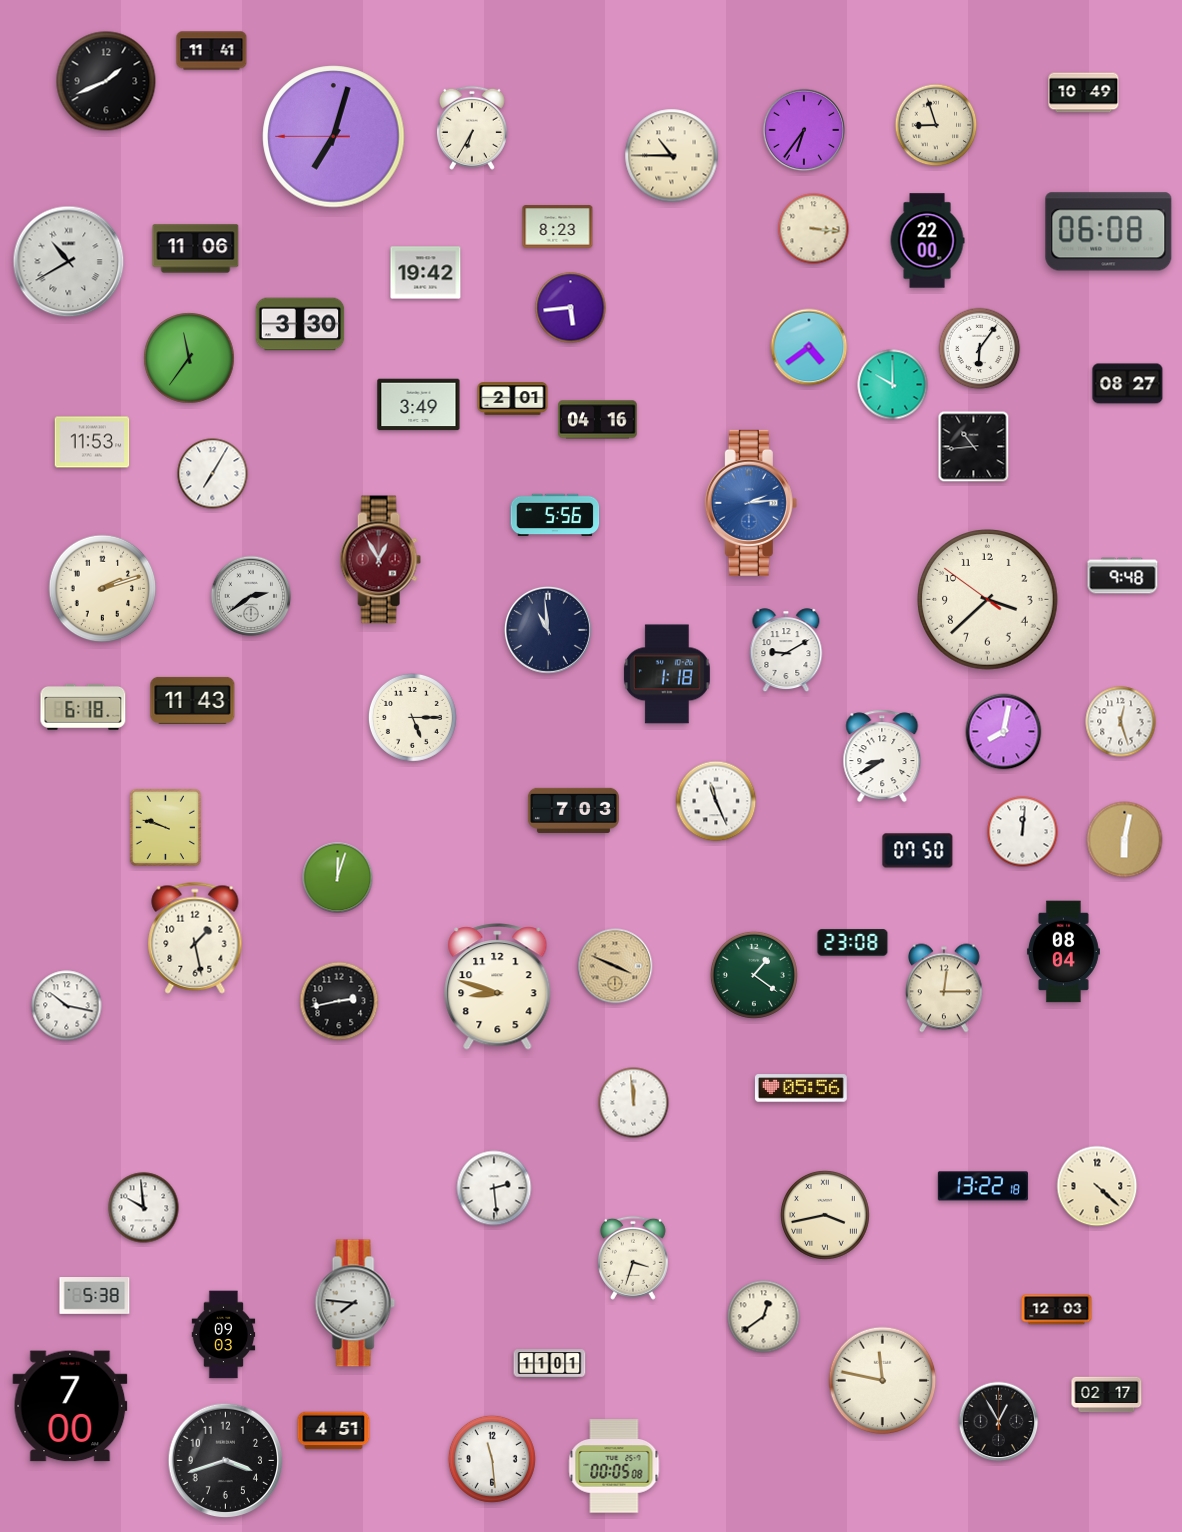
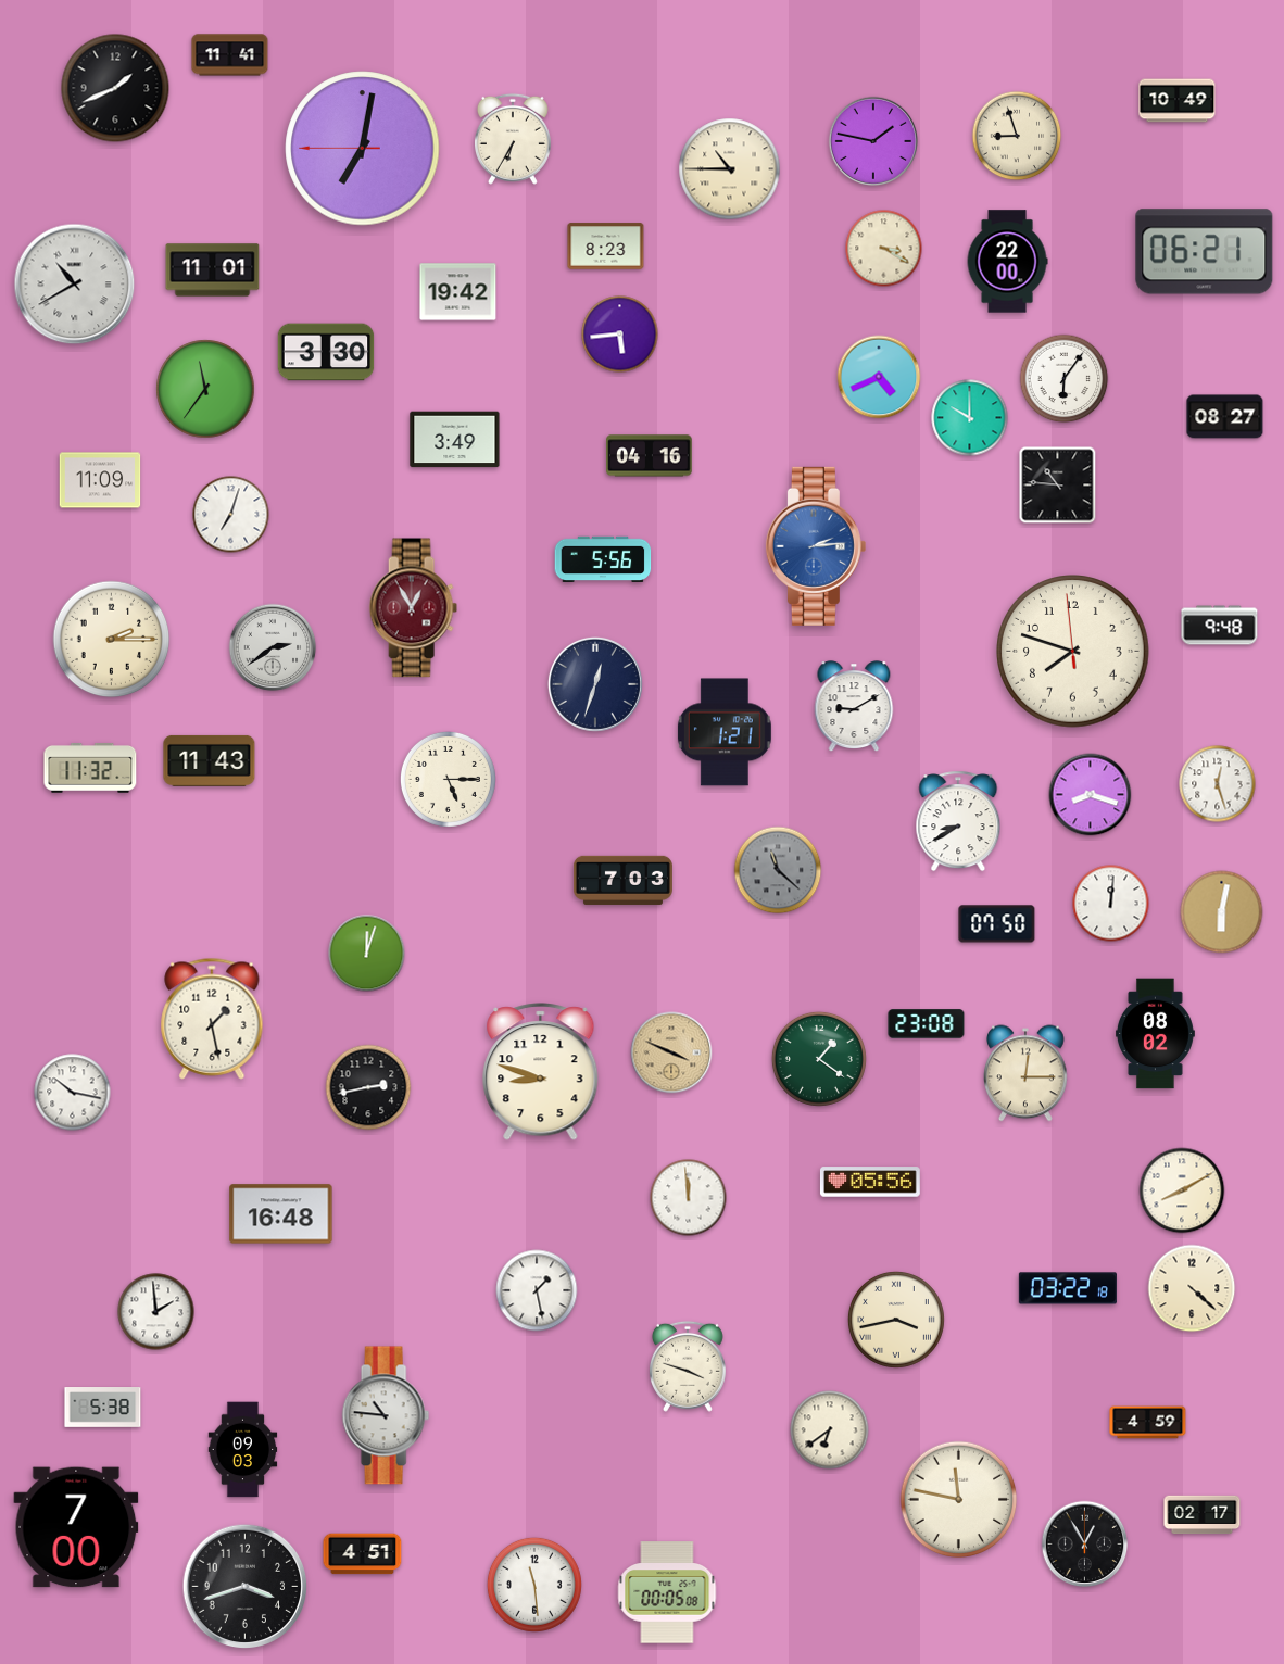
clock at (804, 130): 6:36 -> 1:47
clock at (334, 137): 7:02 -> 7:01
clock at (814, 229): 3:16 -> 3:20
clock at (1109, 232): 06:08 -> 06:21
clock at (196, 249): 11:06 -> 11:01
clock at (426, 273) position: (426, 273) -> (458, 292)
clock at (809, 347): 4:39 -> 4:41
clock at (513, 399): 2:01 -> none
clock at (92, 442): 11:53 -> 11:09
clock at (974, 447): 10:44 -> 10:46
clock at (213, 474): 7:05 -> 7:03
clock at (103, 589): 2:12 -> 2:15
clock at (988, 600): 3:37 -> 7:47
clock at (548, 630): 10:59 -> 12:33
clock at (667, 674): 1:18 -> 1:21
clock at (83, 707): 6:18 -> 11:32
clock at (1004, 732): 8:02 -> 8:18
clock at (716, 801): 11:26 -> 11:22
clock at (716, 801) dial: white -> grey
clock at (165, 827): 9:48 -> none
clock at (1063, 952): 08:04 -> 08:02
clock at (615, 966) position: (615, 966) -> (671, 1052)
clock at (1182, 1190): none -> 8:10
clock at (281, 1214): none -> 16:48
clock at (983, 1186): 13:22 -> 03:22
clock at (494, 1188): 2:29 -> 1:28
clock at (144, 1208): 9:59 -> 1:59
clock at (633, 1258): 3:33 -> 3:48
clock at (355, 1303): 7:46 -> 10:46
clock at (1057, 1310): 12:03 -> 4:59
clock at (764, 1317): 12:39 -> 6:39
clock at (550, 1364): 11:01 -> none
